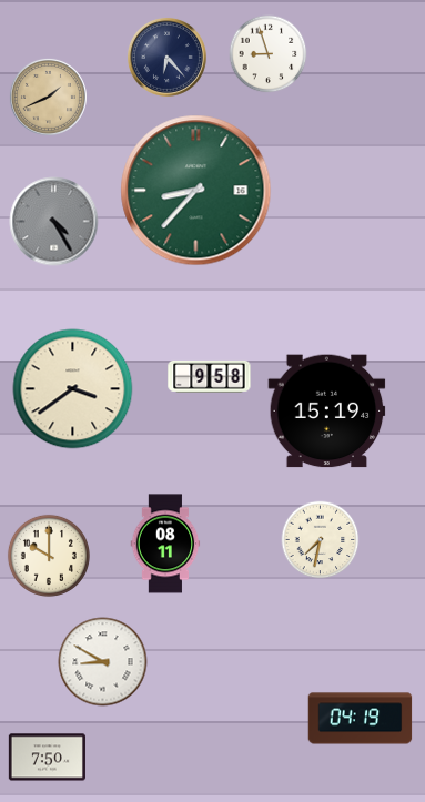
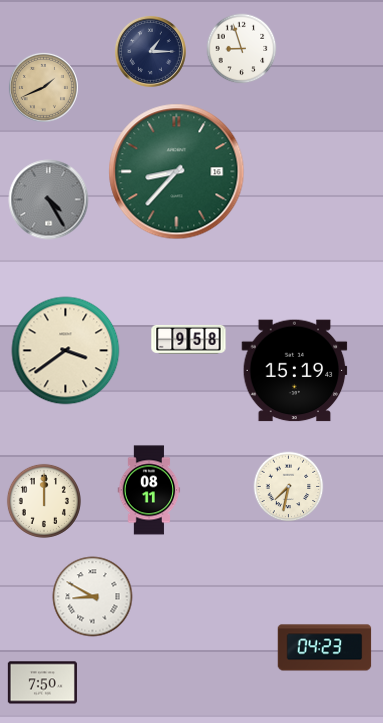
clock at (168, 58): 6:23 -> 1:15
clock at (49, 556): 10:00 -> 12:00
clock at (361, 719): 04:19 -> 04:23
